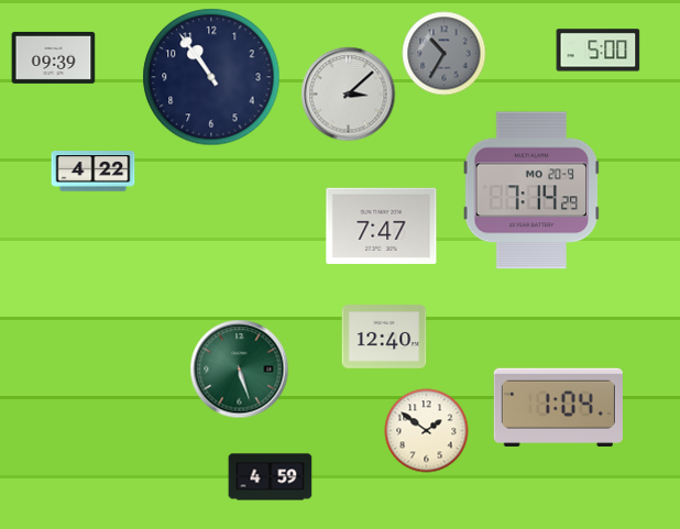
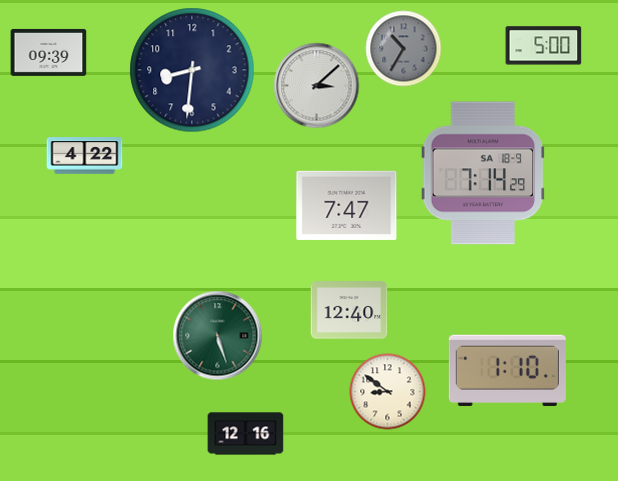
clock at (211, 77): 10:54 -> 8:31
clock at (531, 190) date: MO 20-9 -> SA 18-9
clock at (384, 337) position: (384, 337) -> (349, 310)
clock at (558, 407): 1:04 -> 1:10
clock at (427, 431): 1:51 -> 8:51
clock at (271, 477): 4:59 -> 12:16
